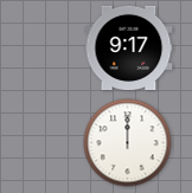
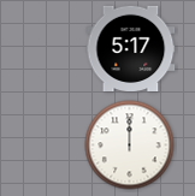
clock at (129, 47): 9:17 -> 5:17
